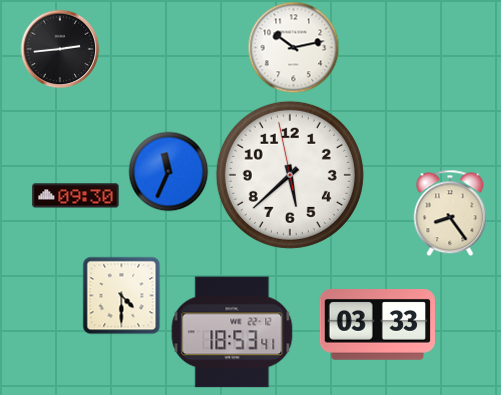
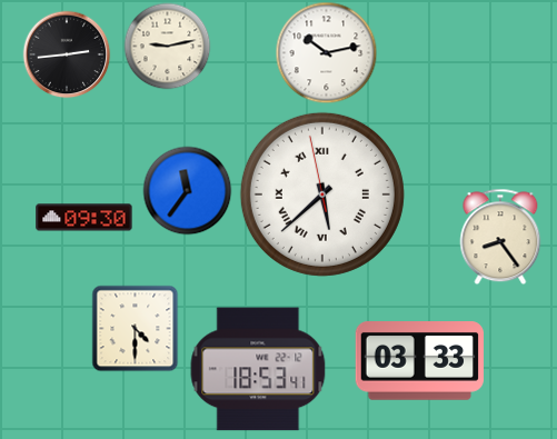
clock at (167, 46): none -> 9:13
clock at (168, 171): 11:34 -> 11:36
clock at (290, 175) numerals: Arabic -> Roman
